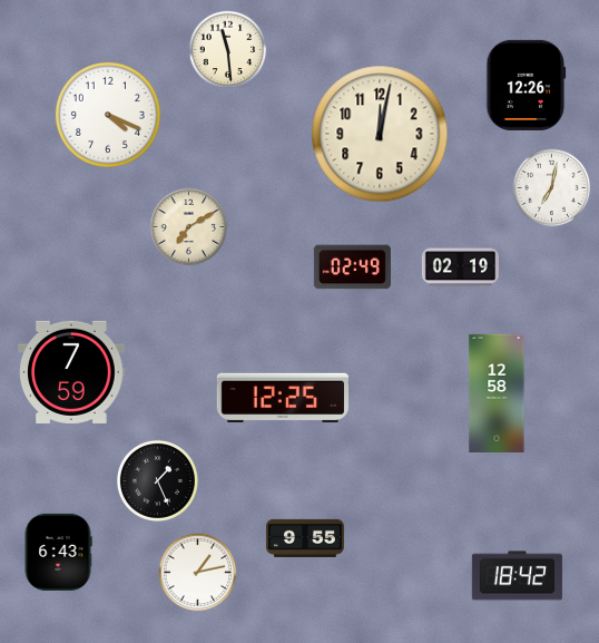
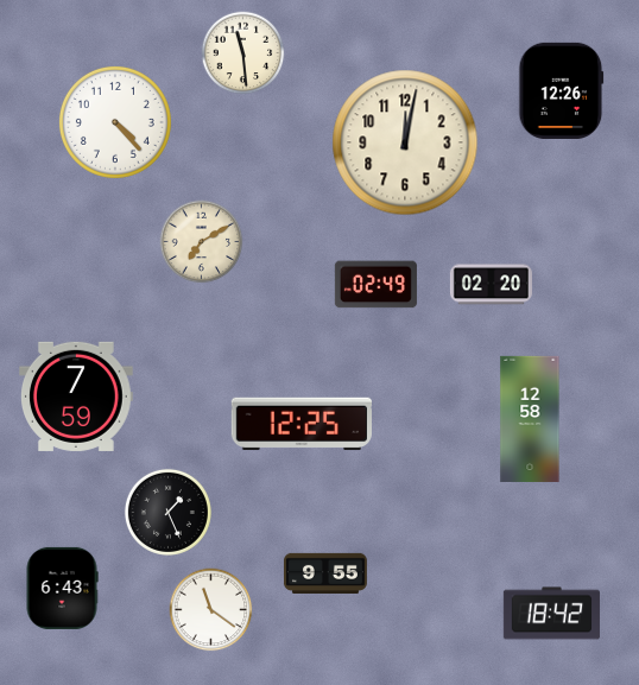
clock at (108, 115): 4:19 -> 4:23
clock at (552, 188): 7:02 -> none
clock at (460, 267): 02:19 -> 02:20
clock at (198, 573): 1:13 -> 11:21
